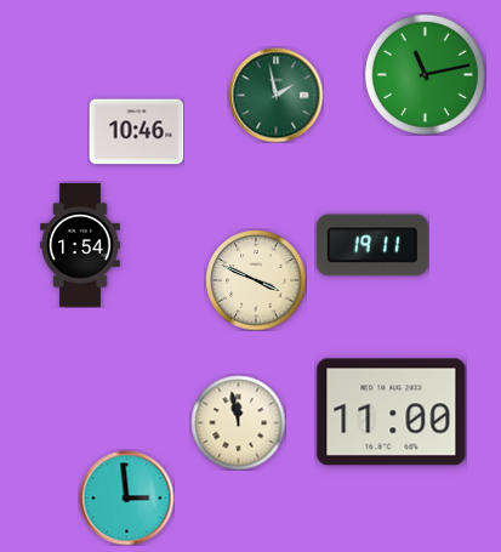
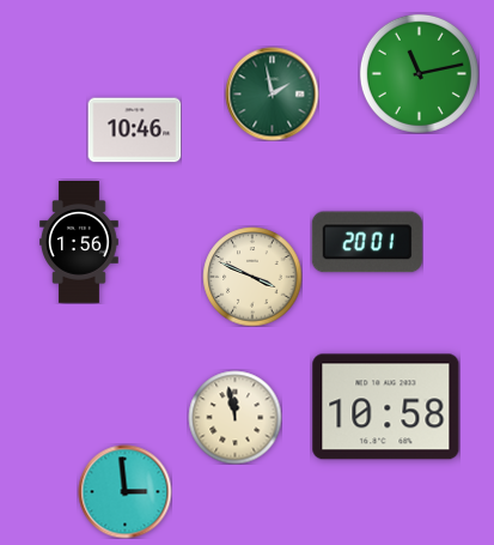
clock at (81, 245): 1:54 -> 1:56
clock at (372, 245): 19:11 -> 20:01
clock at (392, 412): 11:00 -> 10:58
